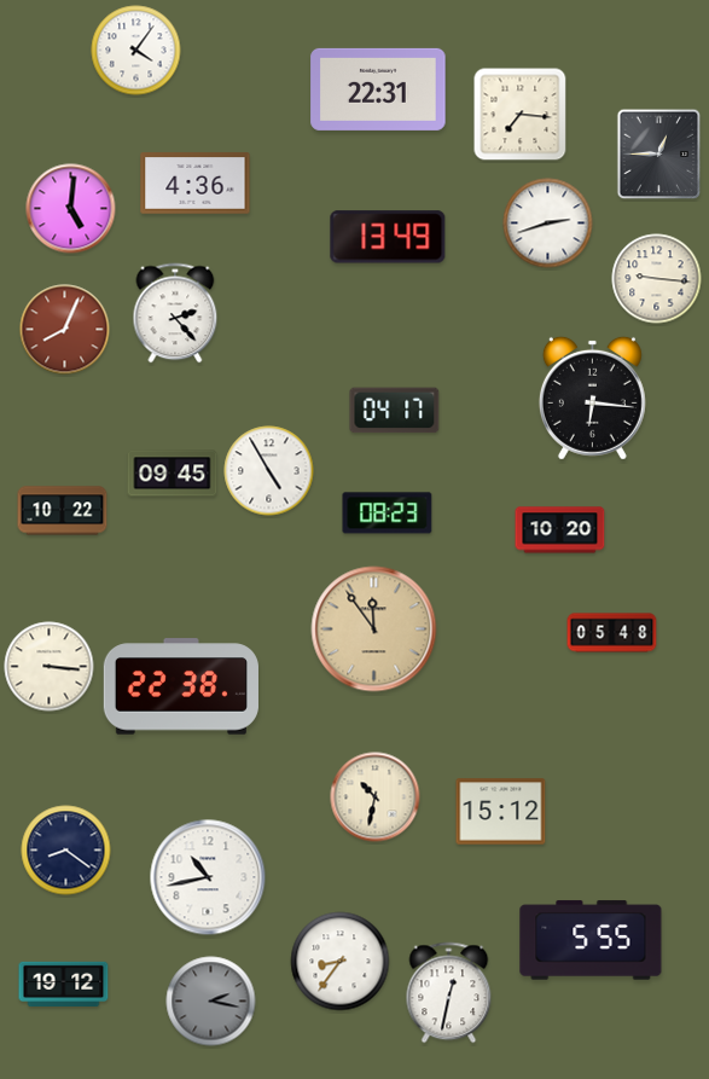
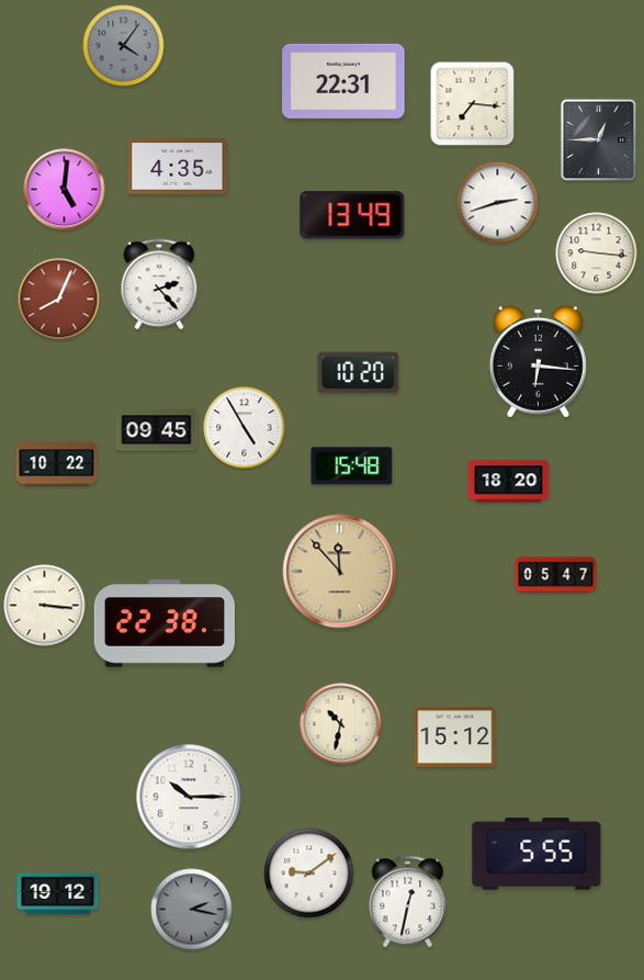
clock at (136, 51) dial: white -> grey
clock at (196, 184): 4:36 -> 4:35
clock at (395, 411): 04:17 -> 10:20
clock at (388, 514): 08:23 -> 15:48
clock at (560, 530): 10:20 -> 18:20
clock at (374, 630): 11:54 -> 11:53
clock at (612, 633): 05:48 -> 05:47
clock at (66, 851): 8:21 -> none
clock at (208, 877): 10:43 -> 10:15
clock at (341, 962): 8:36 -> 9:09
